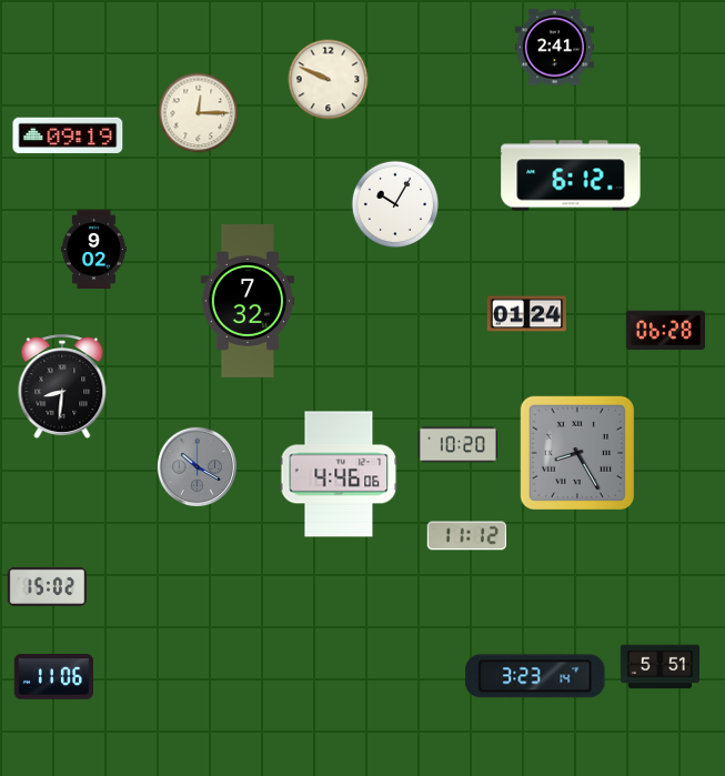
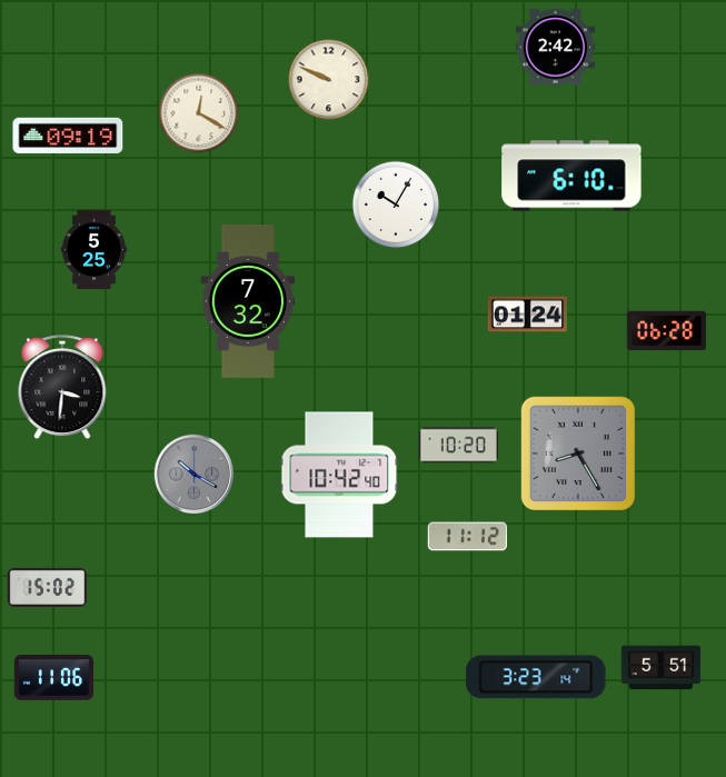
clock at (554, 48): 2:41 -> 2:42
clock at (199, 113): 12:15 -> 12:20
clock at (571, 175): 6:12 -> 6:10
clock at (94, 250): 9:02 -> 5:25
clock at (62, 387): 8:31 -> 3:31
clock at (198, 467) position: (198, 467) -> (195, 475)
clock at (339, 474): 4:46 -> 10:42
